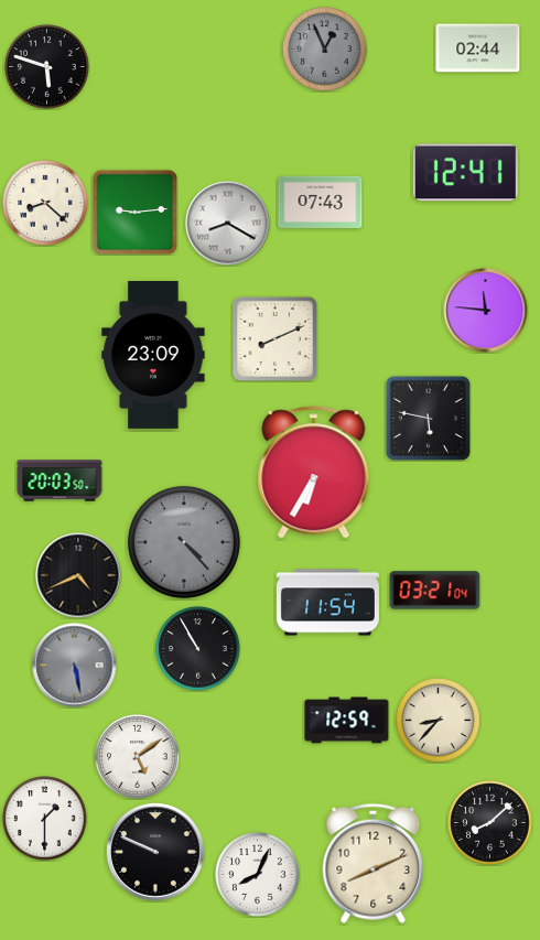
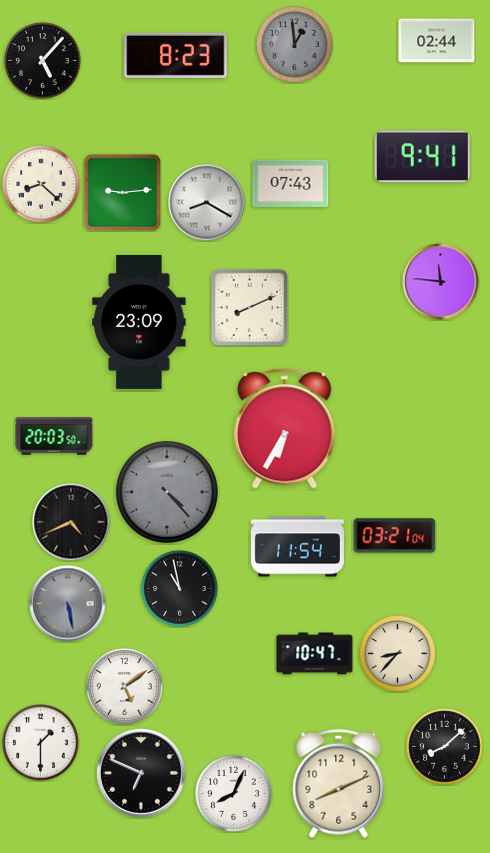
clock at (478, 48) position: (478, 48) -> (437, 41)
clock at (325, 50): 12:56 -> 12:59
clock at (176, 55): none -> 8:23
clock at (47, 67): 5:48 -> 5:07
clock at (465, 173): 12:41 -> 9:41
clock at (428, 418): 5:47 -> none
clock at (198, 649): 10:55 -> 10:58
clock at (347, 721): 12:59 -> 10:47
clock at (155, 852): 9:49 -> 6:49
